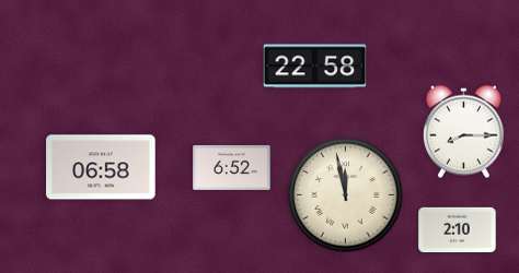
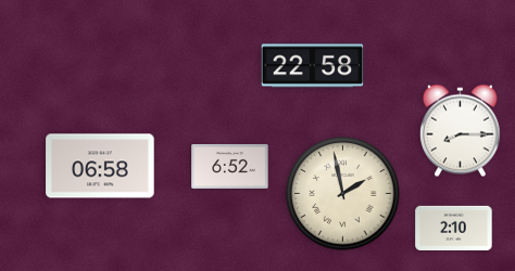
clock at (346, 195): 11:58 -> 1:58
